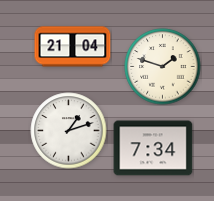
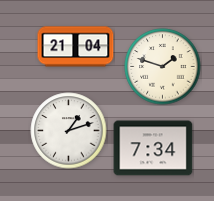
clock at (73, 47) position: (73, 47) -> (76, 47)
